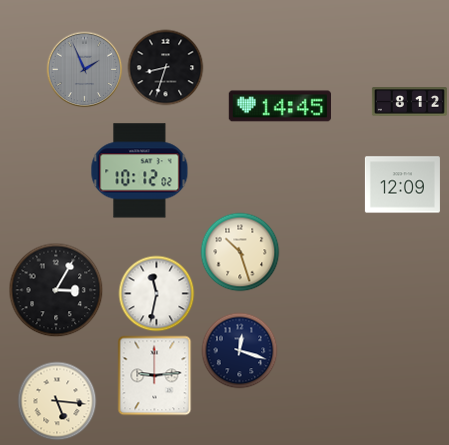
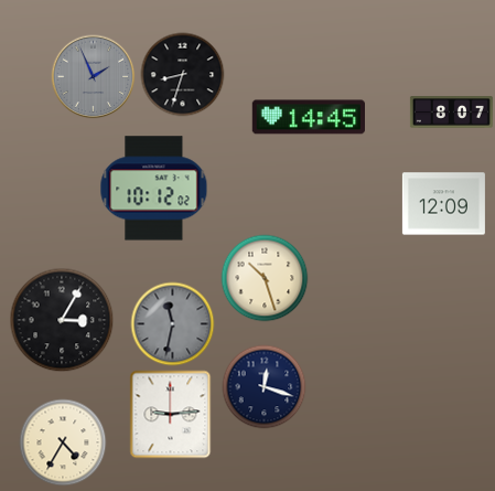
clock at (409, 102): 8:12 -> 8:07
clock at (157, 294) dial: white -> grey
clock at (57, 401): 5:16 -> 4:35
